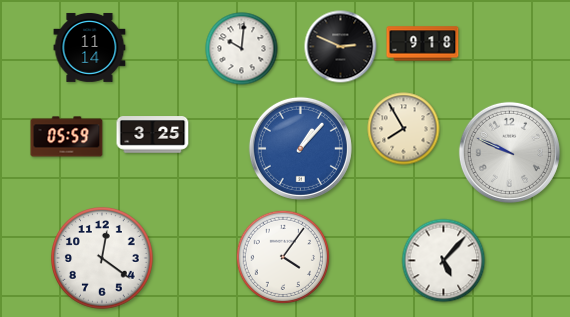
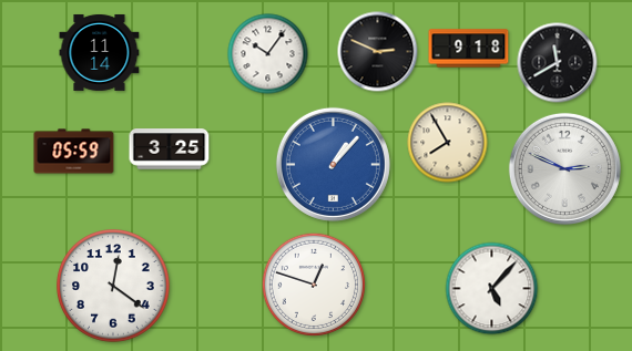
clock at (242, 49): 10:01 -> 10:06
clock at (558, 63): none -> 11:40
clock at (509, 152): 9:49 -> 2:49
clock at (282, 256): 4:06 -> 12:48
